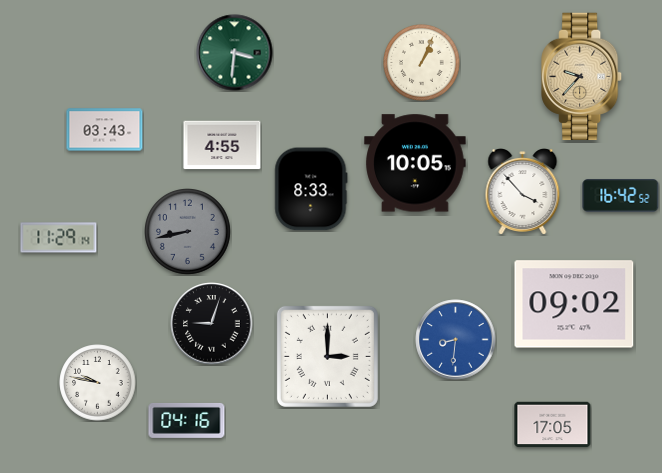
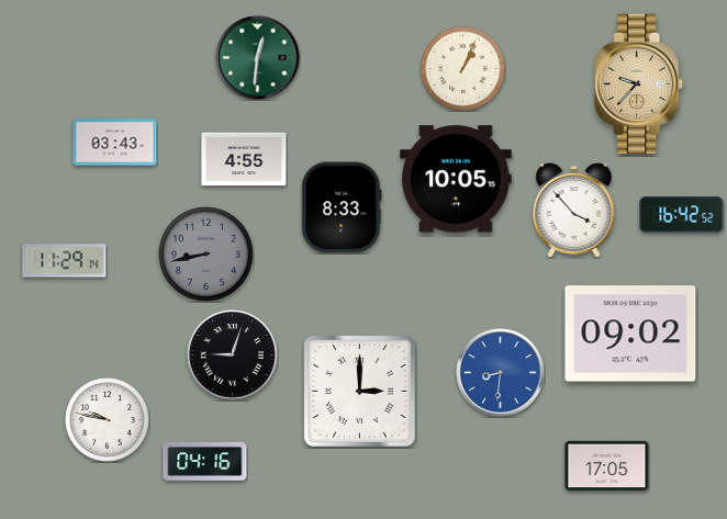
clock at (235, 53): 3:31 -> 12:31
